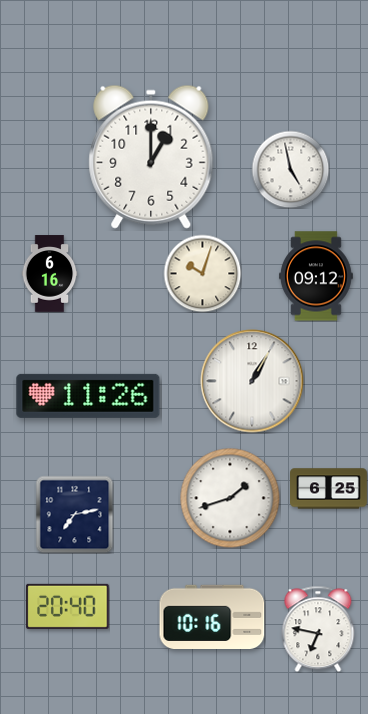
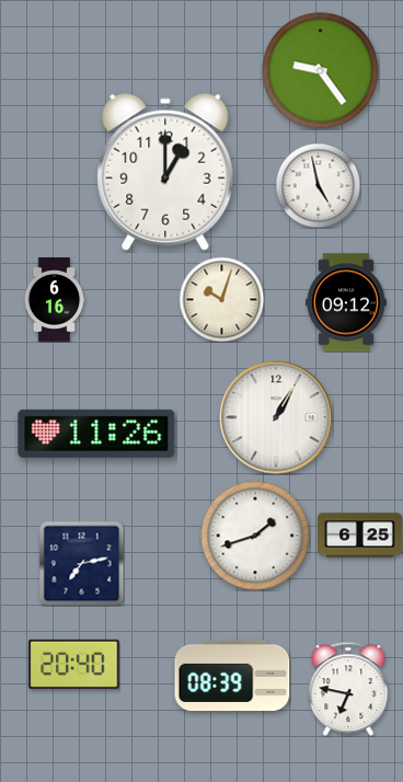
clock at (321, 71): none -> 9:24
clock at (230, 498) position: (230, 498) -> (255, 536)
clock at (212, 616): 10:16 -> 08:39
